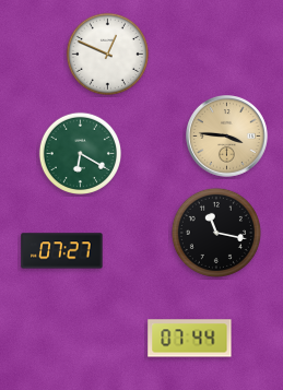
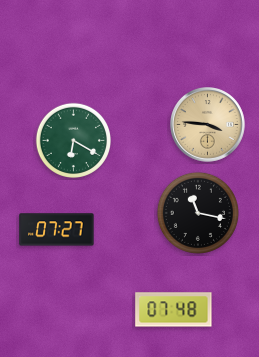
clock at (107, 54): 12:49 -> none
clock at (190, 339): 07:44 -> 07:48
